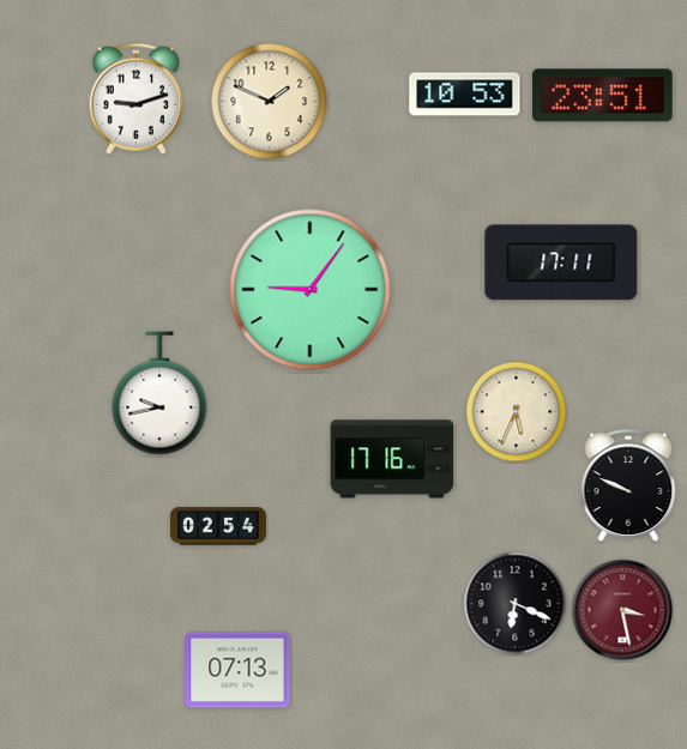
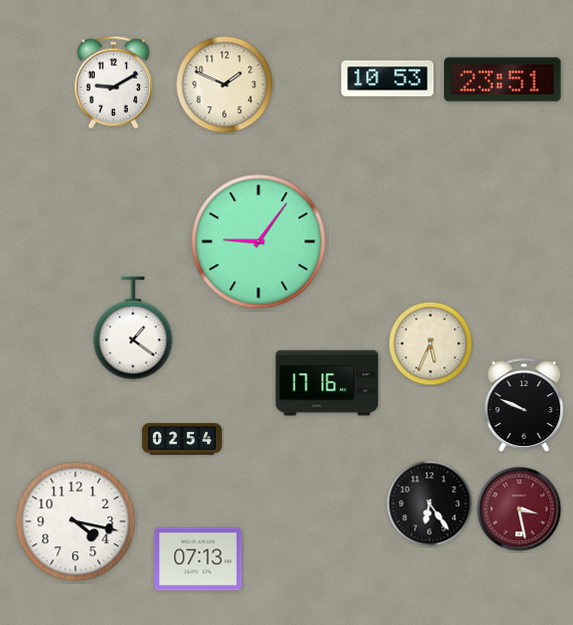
clock at (137, 98): 9:12 -> 9:10
clock at (561, 262): 17:11 -> none
clock at (159, 393): 9:43 -> 1:21
clock at (516, 604): 6:19 -> 6:24
clock at (76, 522): none -> 4:17
